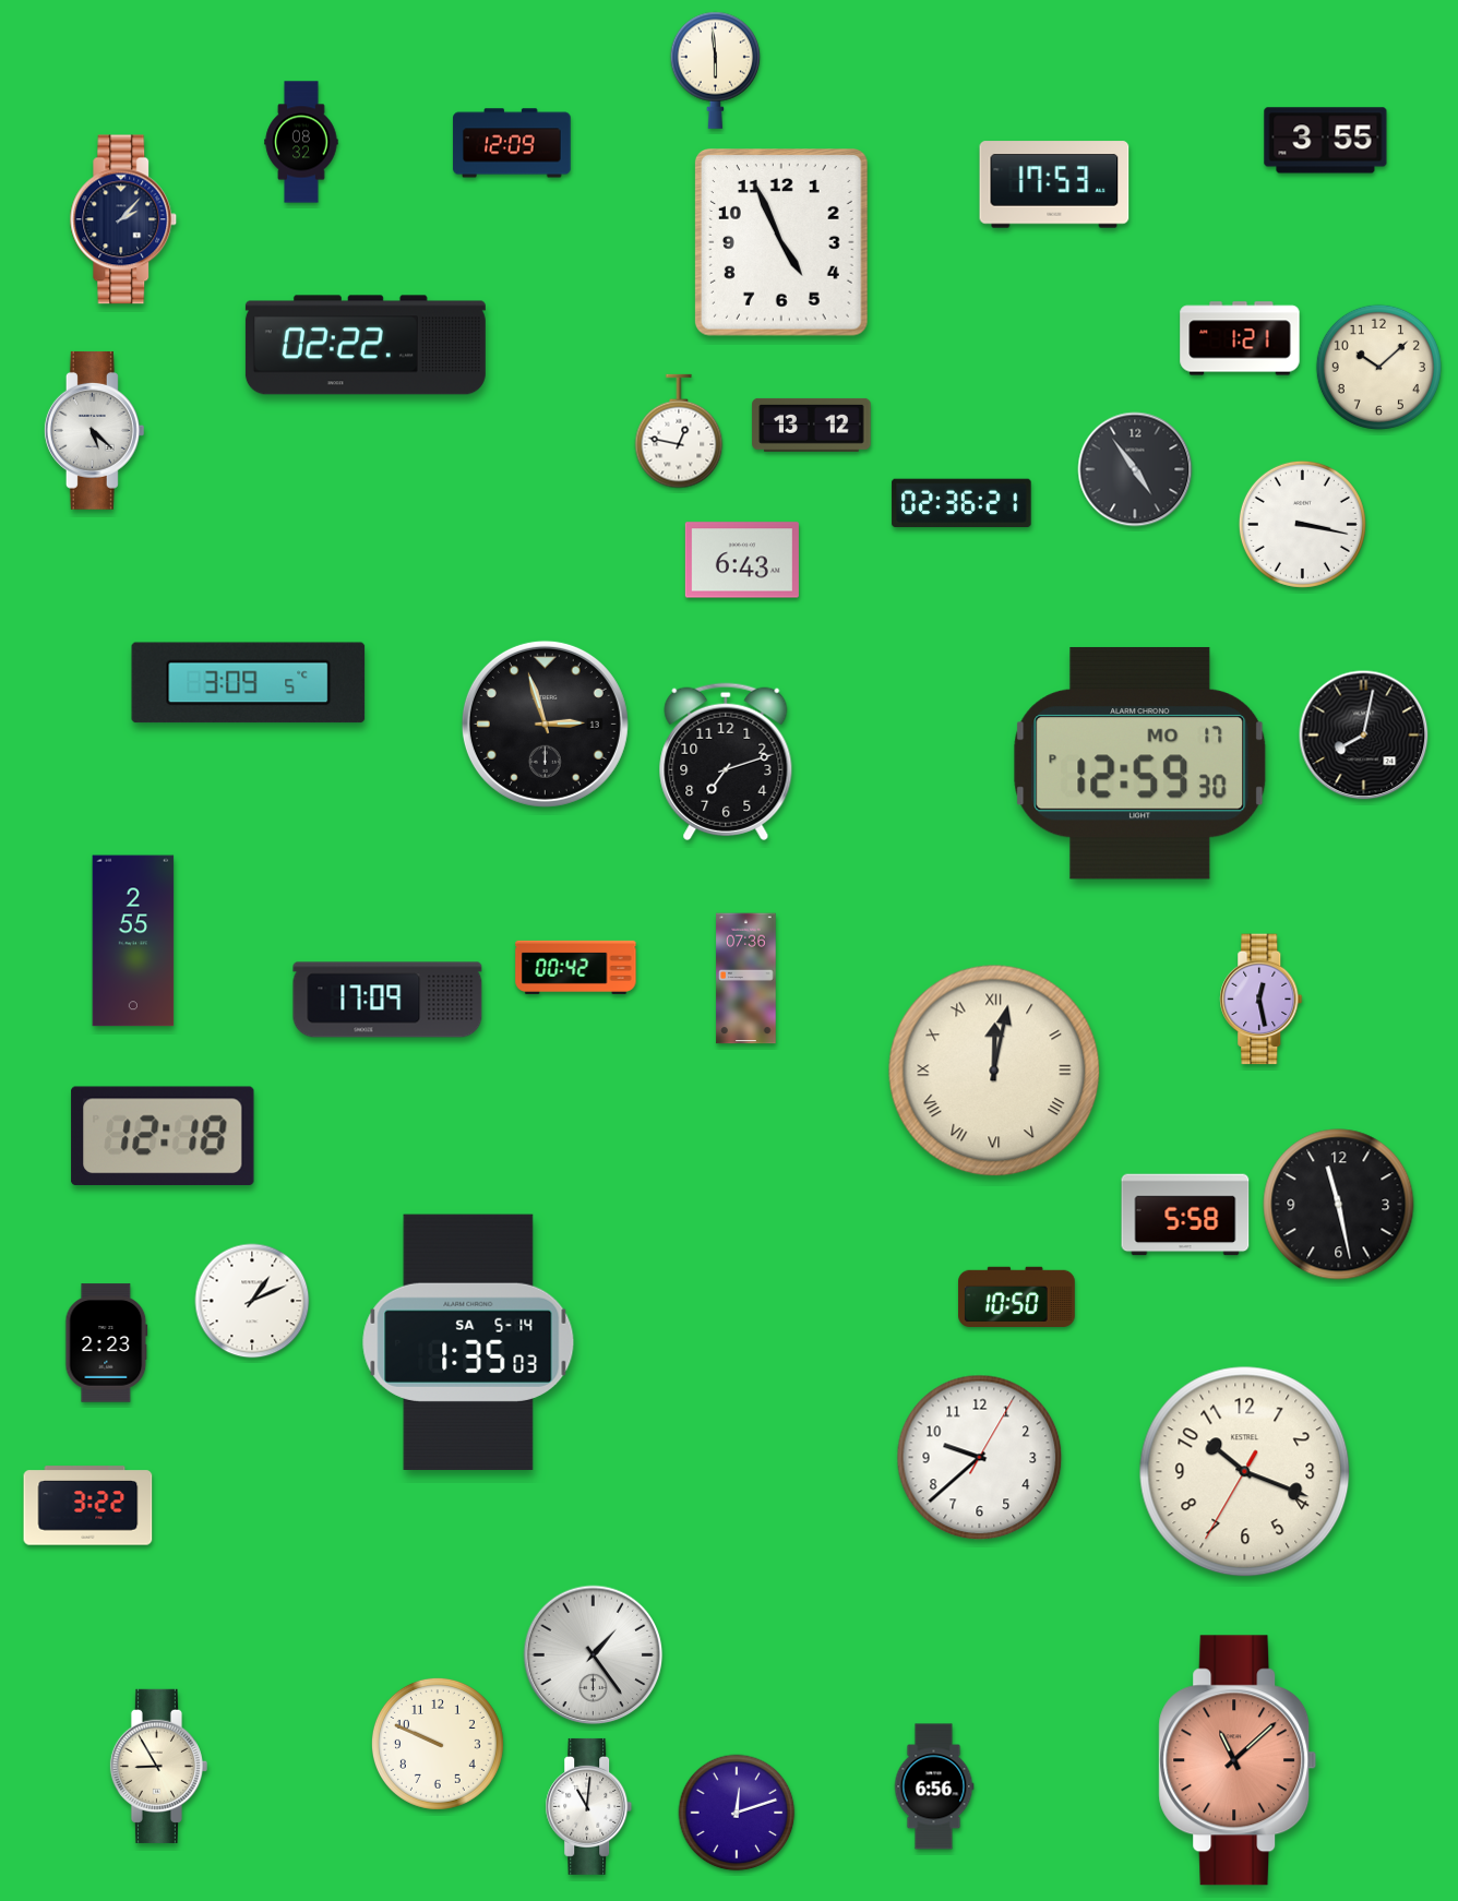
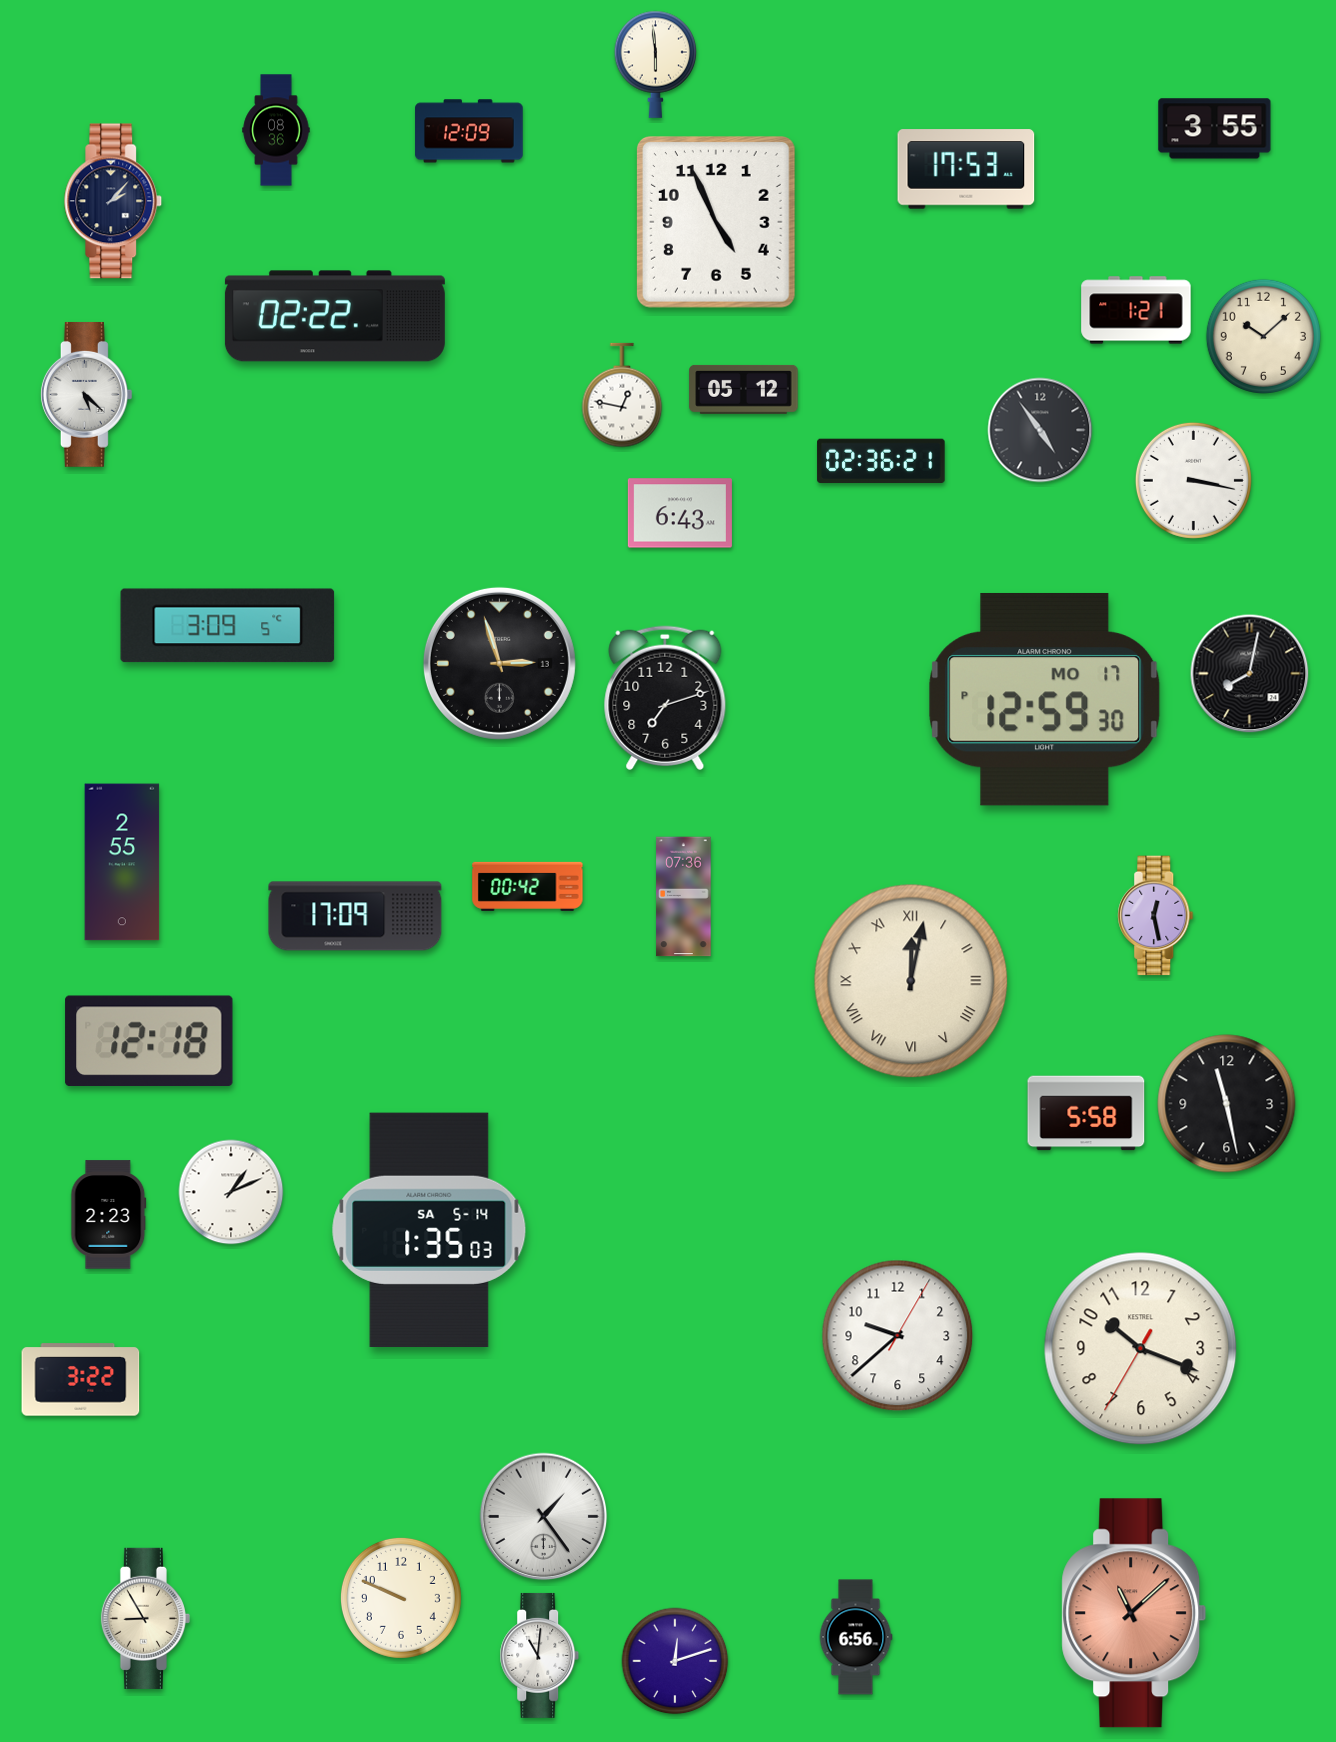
clock at (301, 142): 08:32 -> 08:36
clock at (812, 425): 13:12 -> 05:12
clock at (1017, 1296): 10:50 -> none
clock at (107, 1343) position: (107, 1343) -> (109, 1215)
